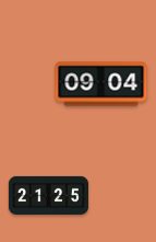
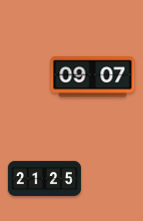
clock at (101, 84): 09:04 -> 09:07
